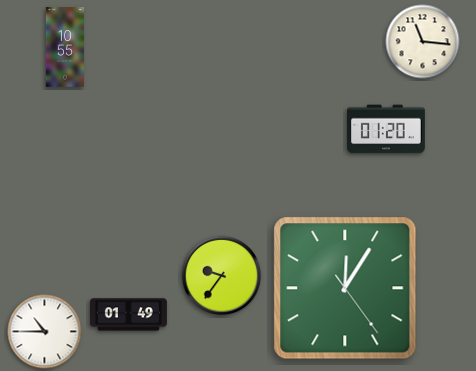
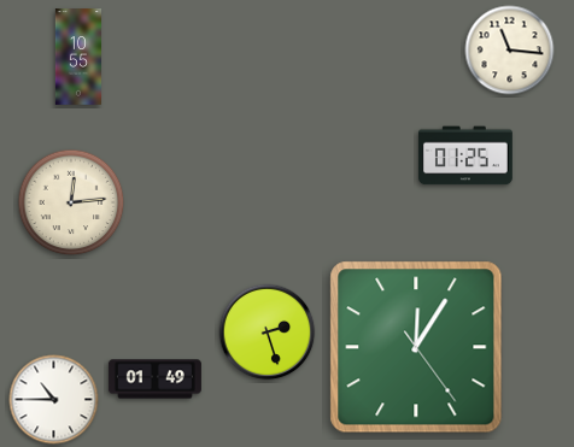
clock at (386, 129): 01:20 -> 01:25
clock at (71, 202): none -> 12:14
clock at (222, 276): 9:36 -> 2:27
